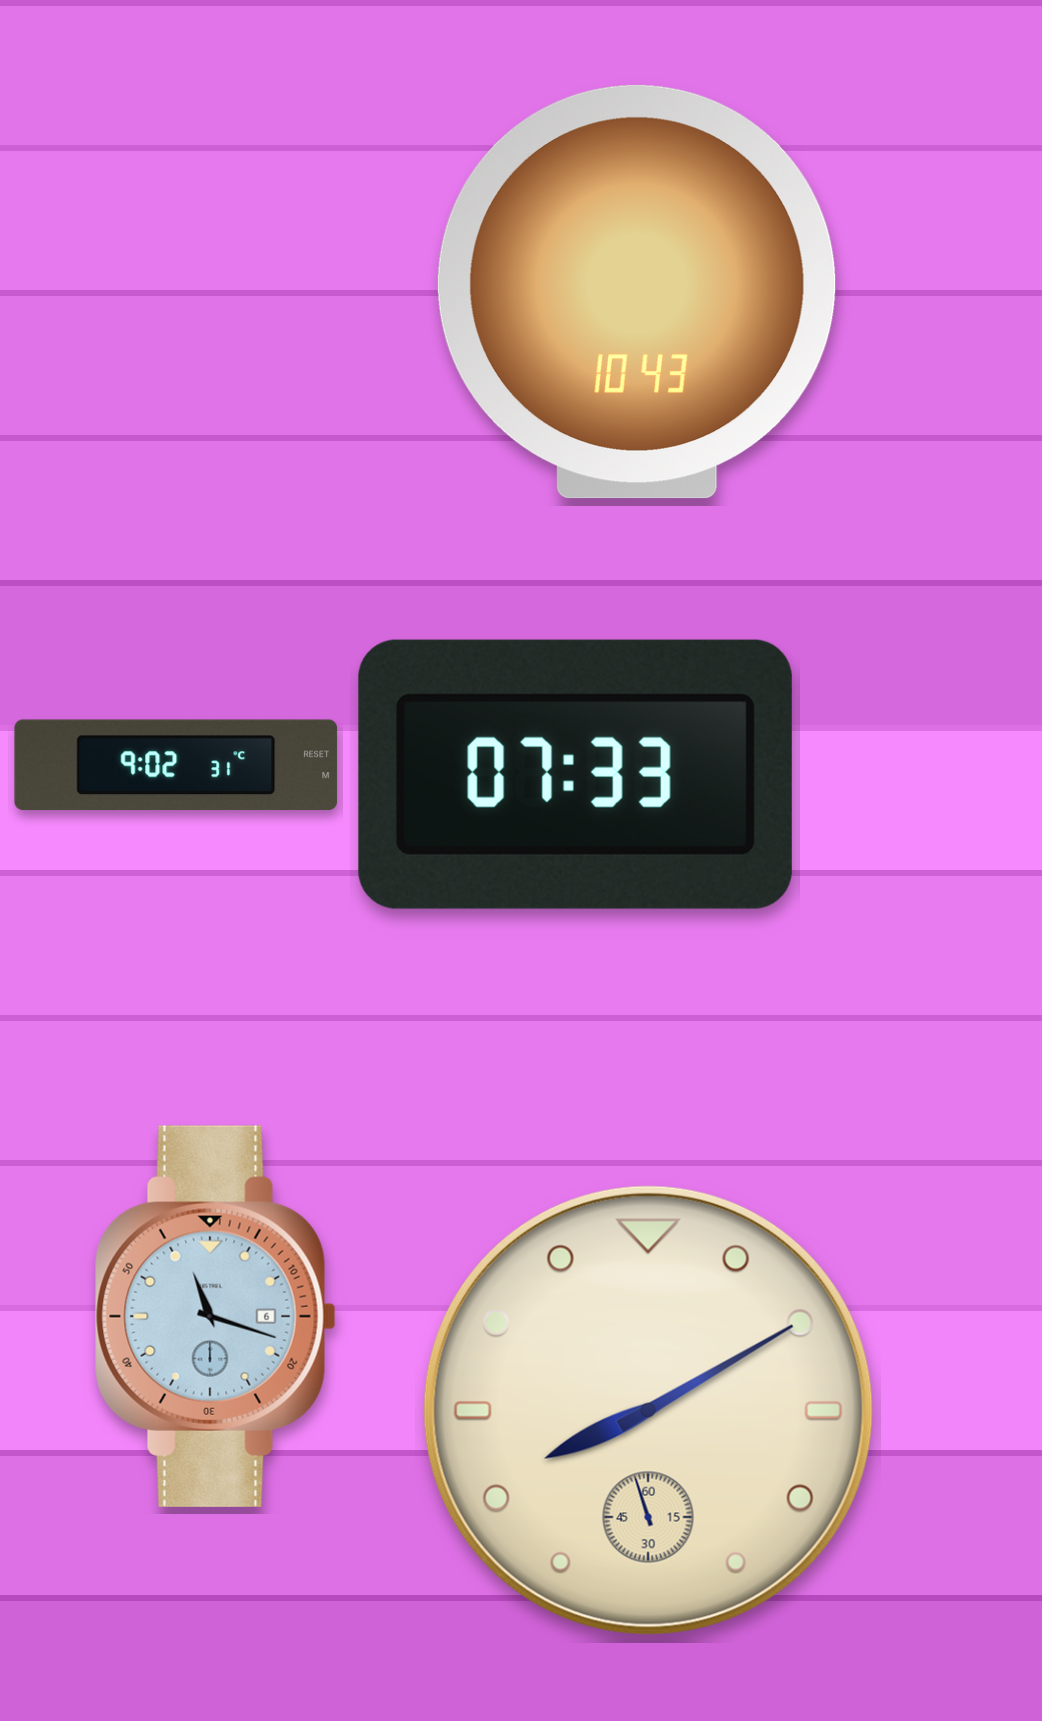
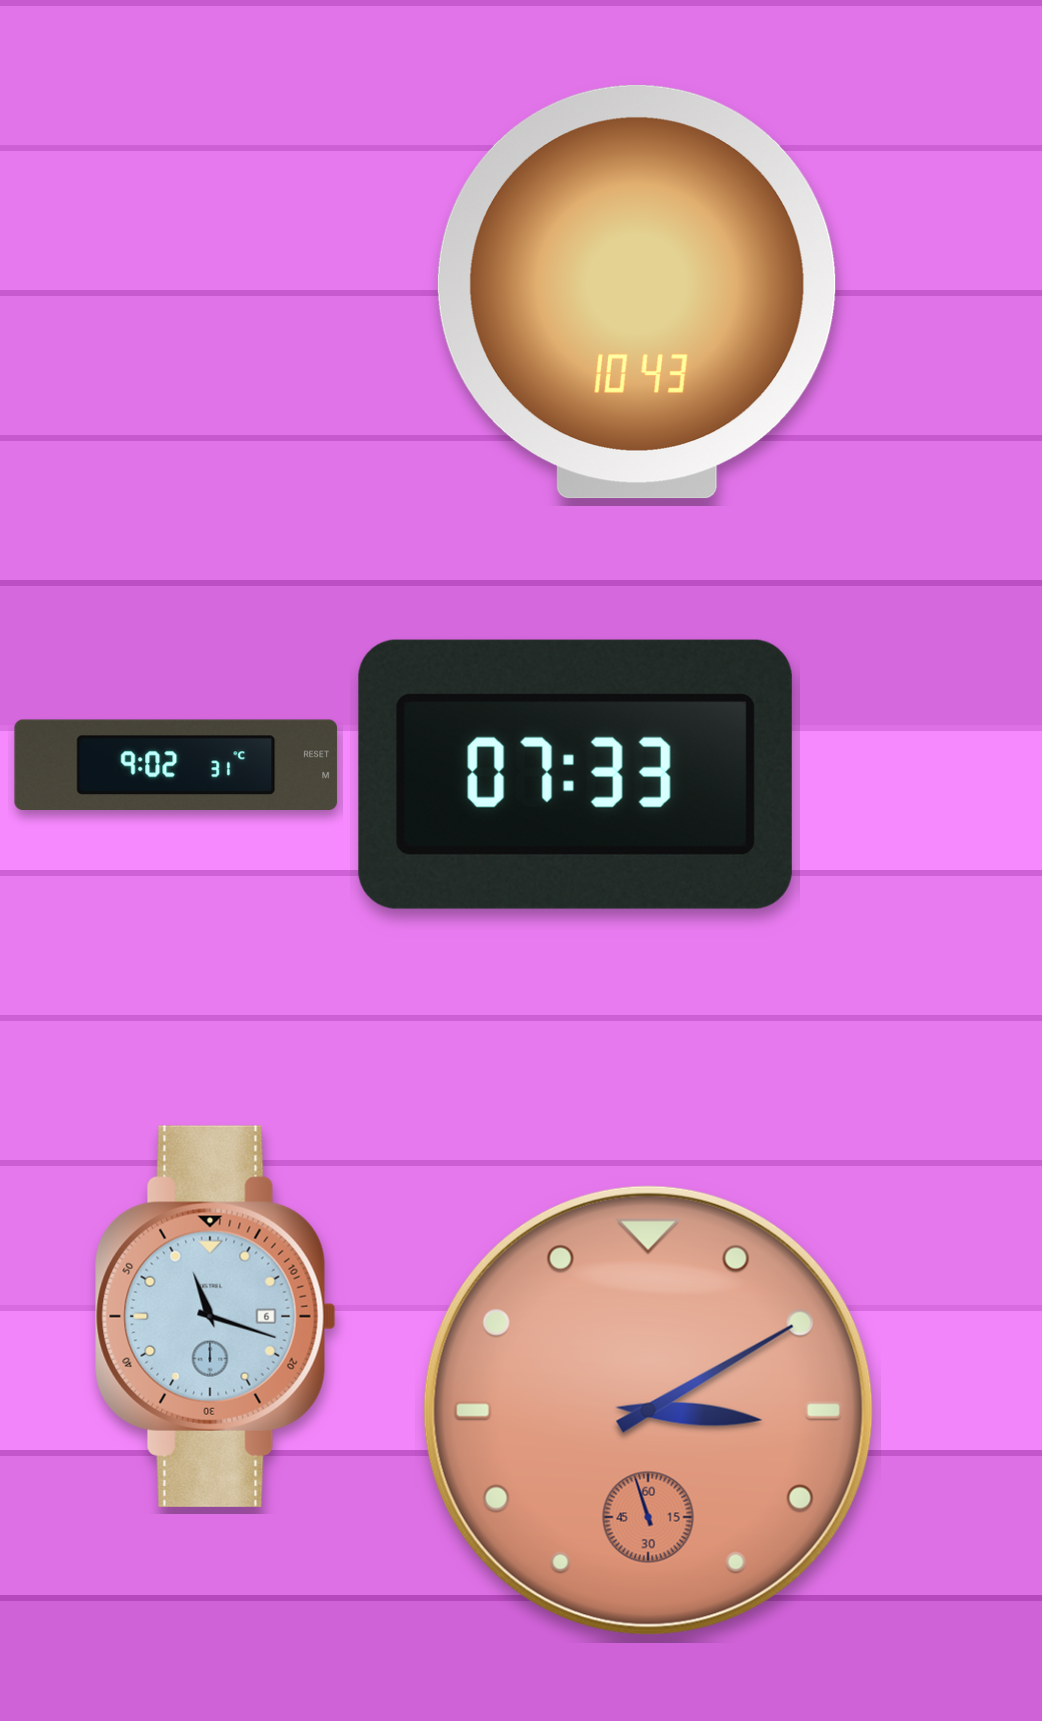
clock at (648, 1410): 8:09 -> 3:09
clock at (648, 1410) dial: cream -> salmon
